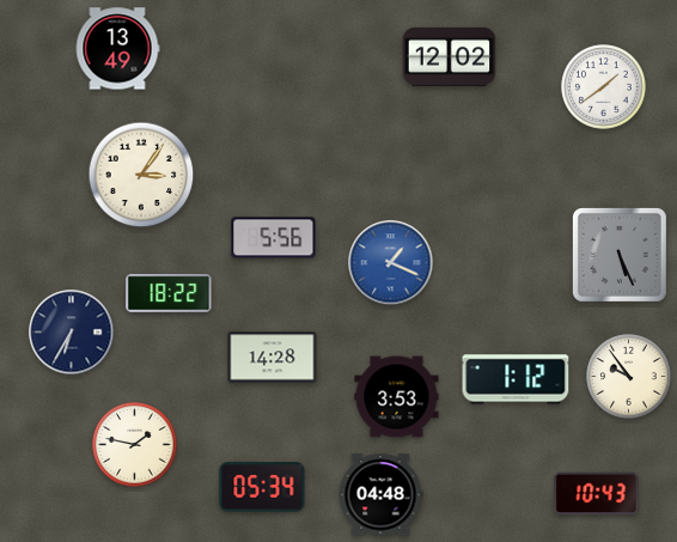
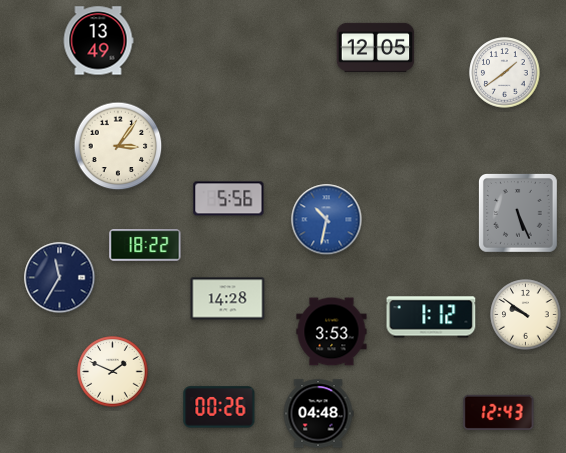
clock at (450, 56): 12:02 -> 12:05
clock at (391, 263): 1:19 -> 10:32
clock at (169, 293) position: (169, 293) -> (145, 245)
clock at (72, 333): 6:35 -> 11:35
clock at (629, 377): 9:54 -> 9:51
clock at (135, 445): 1:47 -> 1:49
clock at (262, 487): 05:34 -> 00:26
clock at (597, 493): 10:43 -> 12:43
